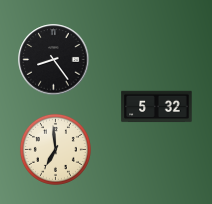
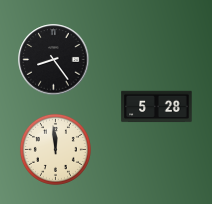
clock at (157, 107): 5:32 -> 5:28
clock at (55, 149): 6:59 -> 11:59
